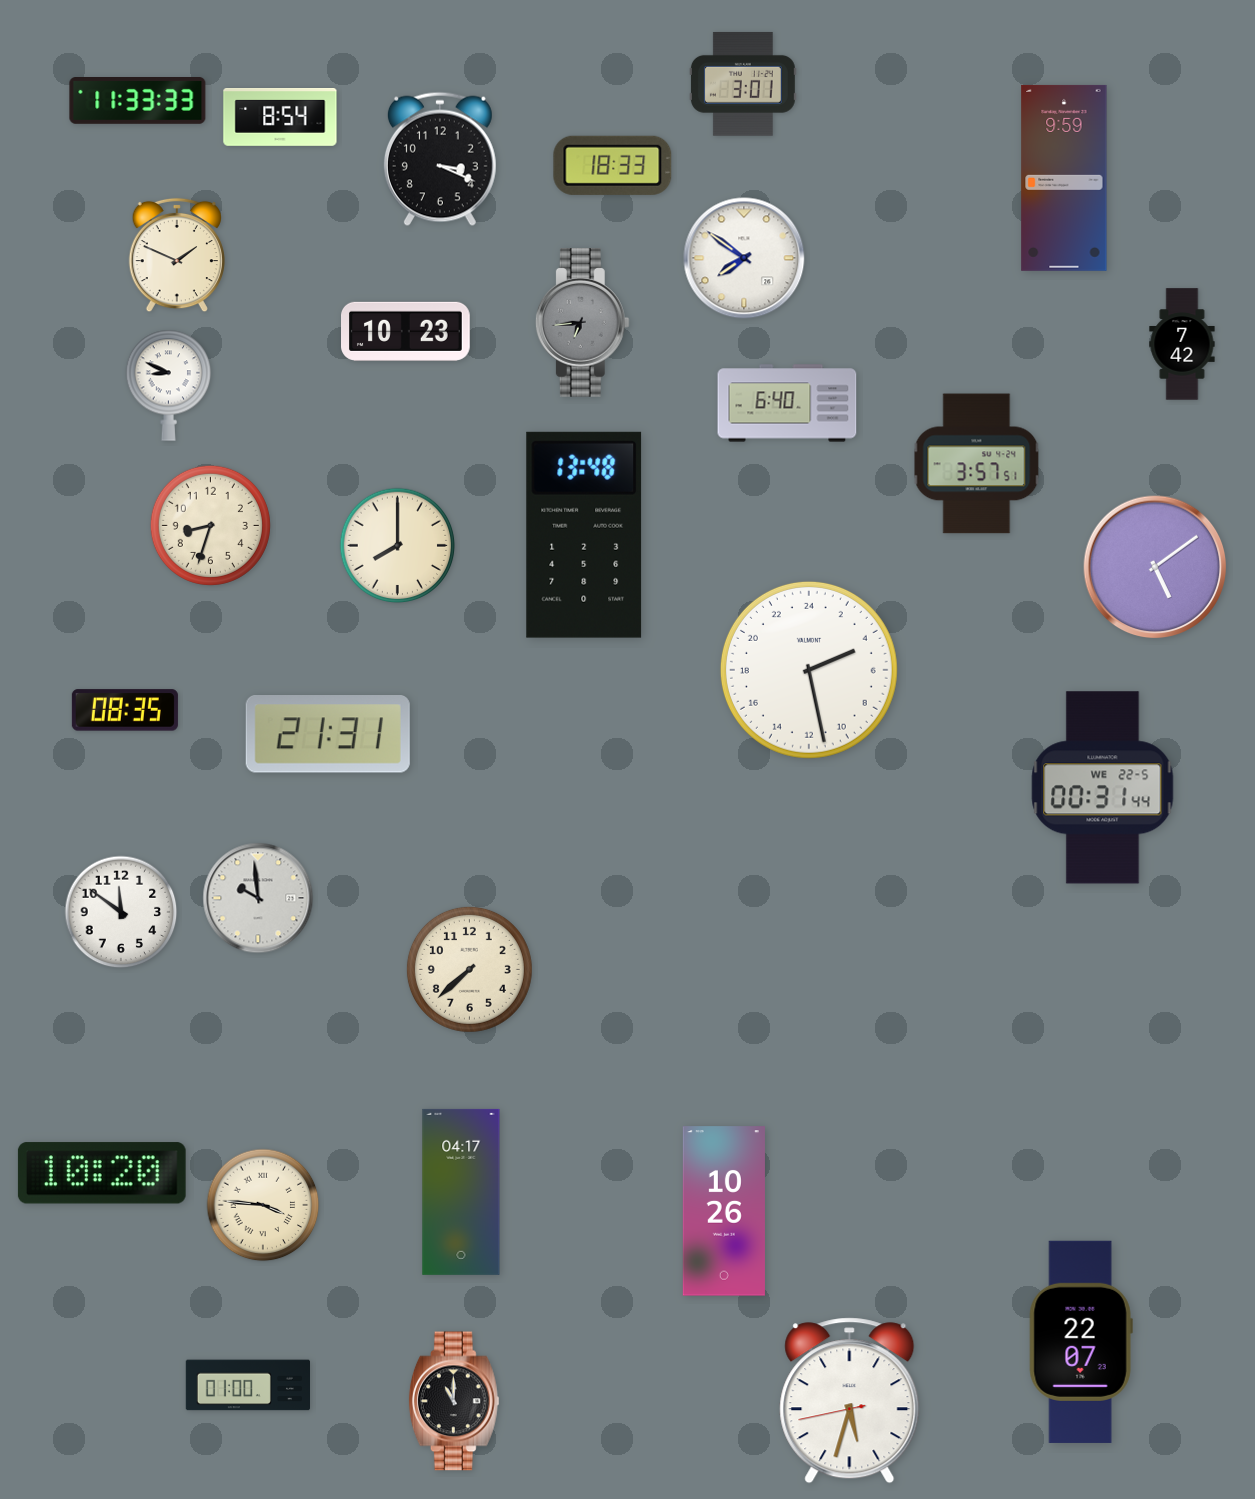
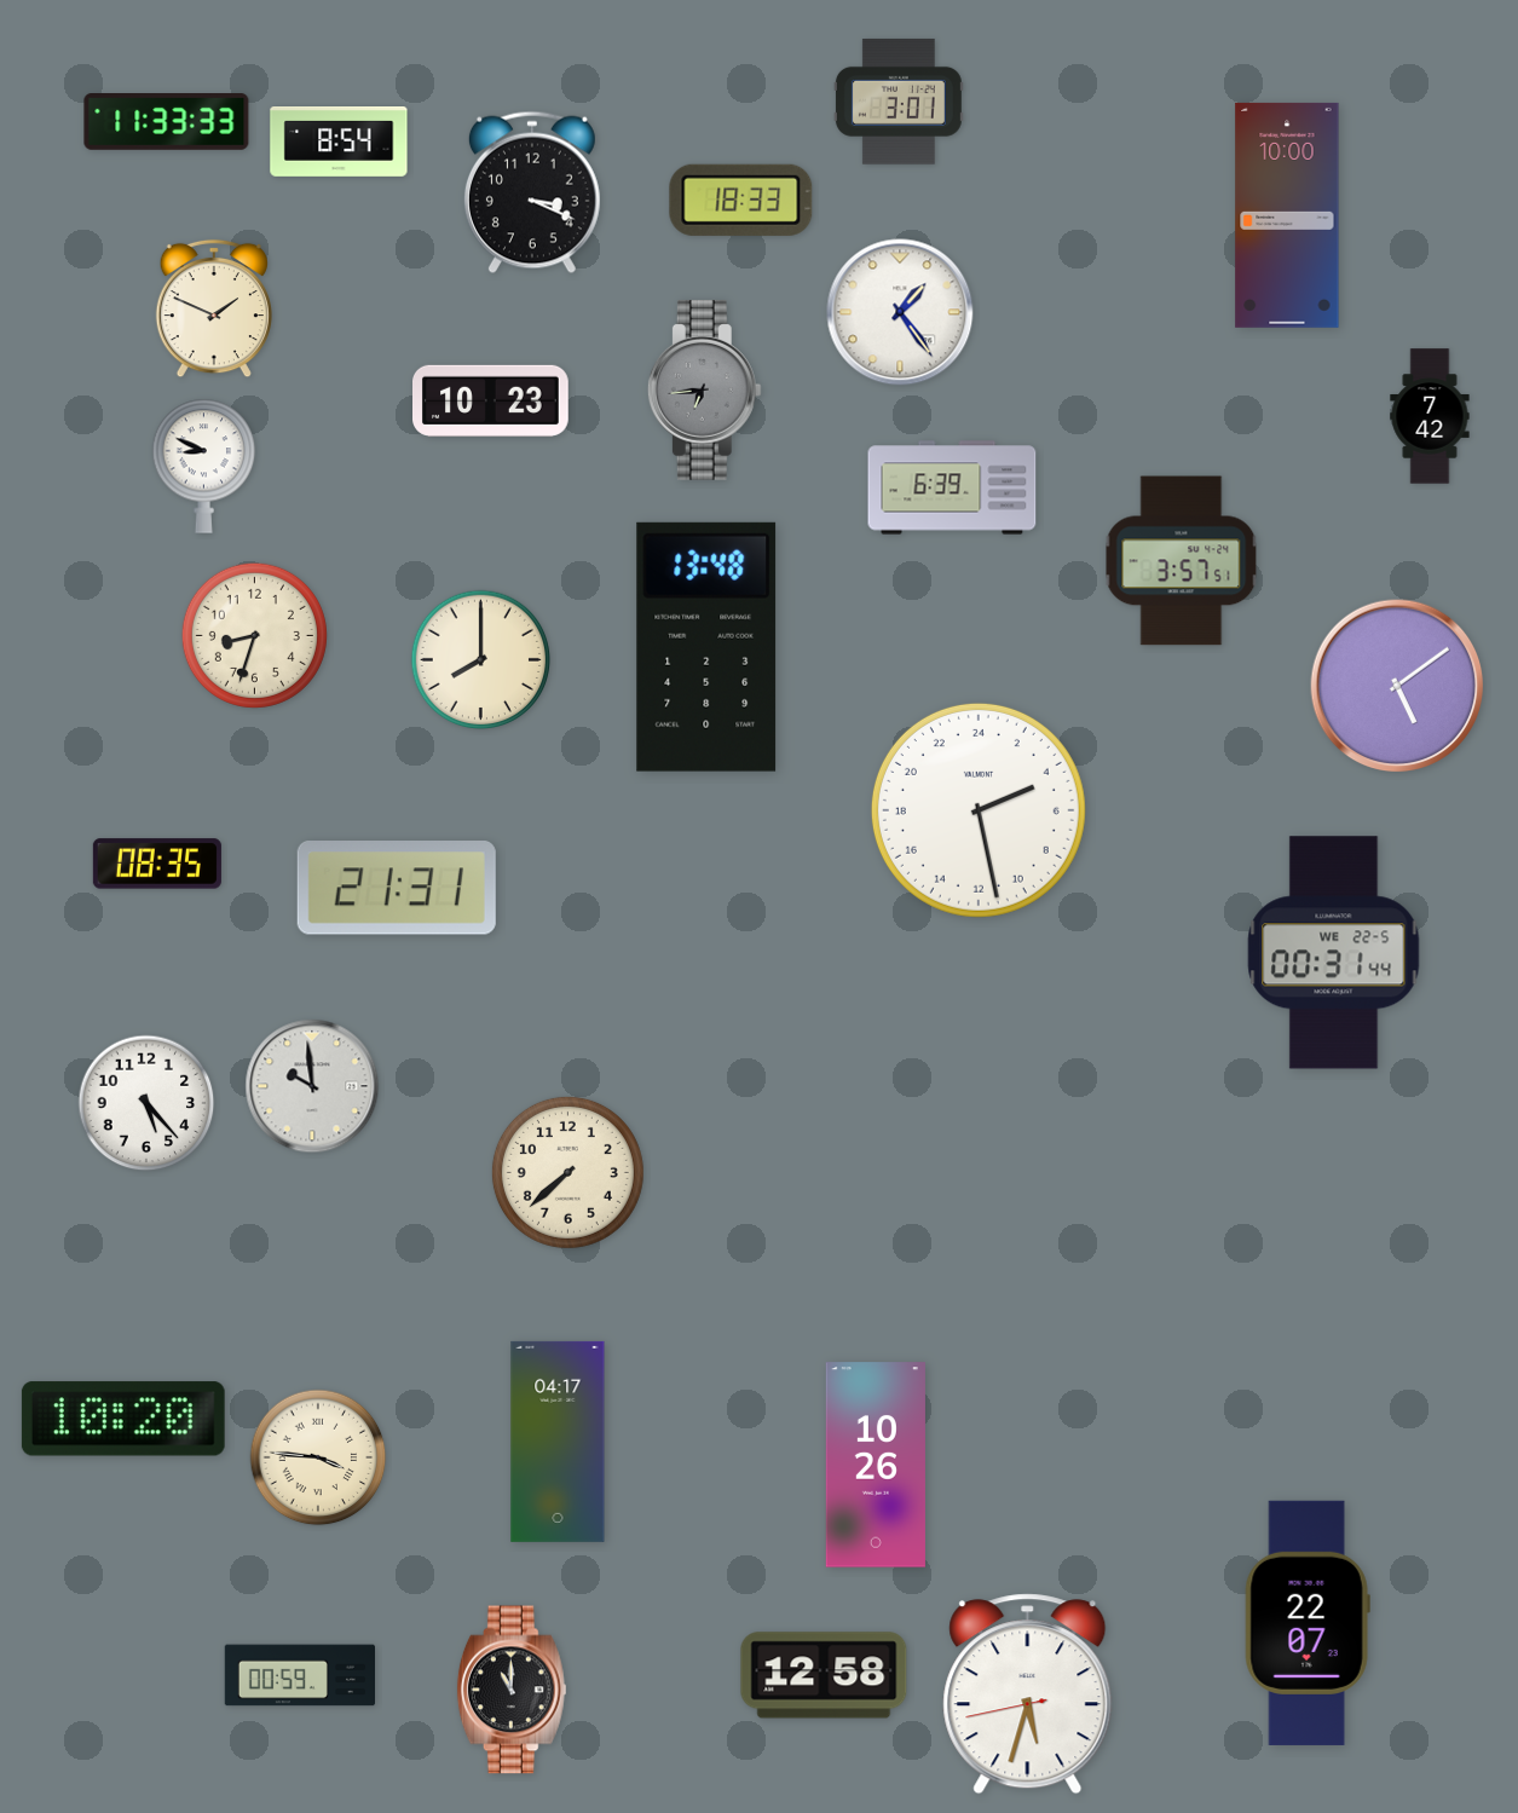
clock at (1064, 178): 9:59 -> 10:00
clock at (744, 258): 7:51 -> 1:24
clock at (787, 403): 6:40 -> 6:39
clock at (125, 710) position: (125, 710) -> (157, 864)
clock at (121, 912): 11:51 -> 5:23
clock at (247, 1385): 01:00 -> 00:59
clock at (824, 1675): none -> 12:58
clock at (454, 1401) position: (454, 1401) -> (512, 1690)
